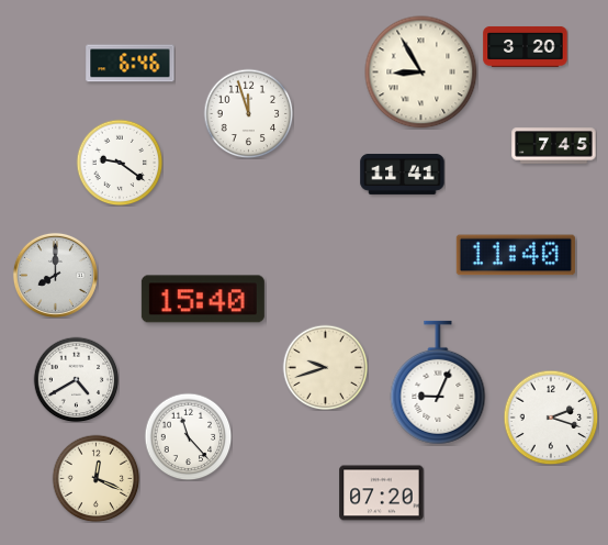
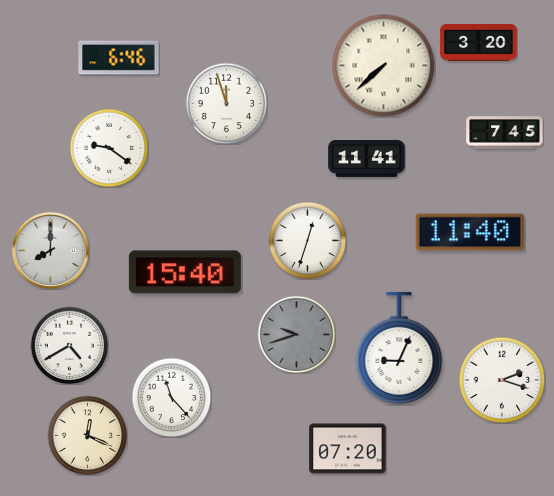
clock at (421, 73): 8:55 -> 7:38
clock at (307, 240): none -> 12:33
clock at (325, 367) dial: cream -> grey
